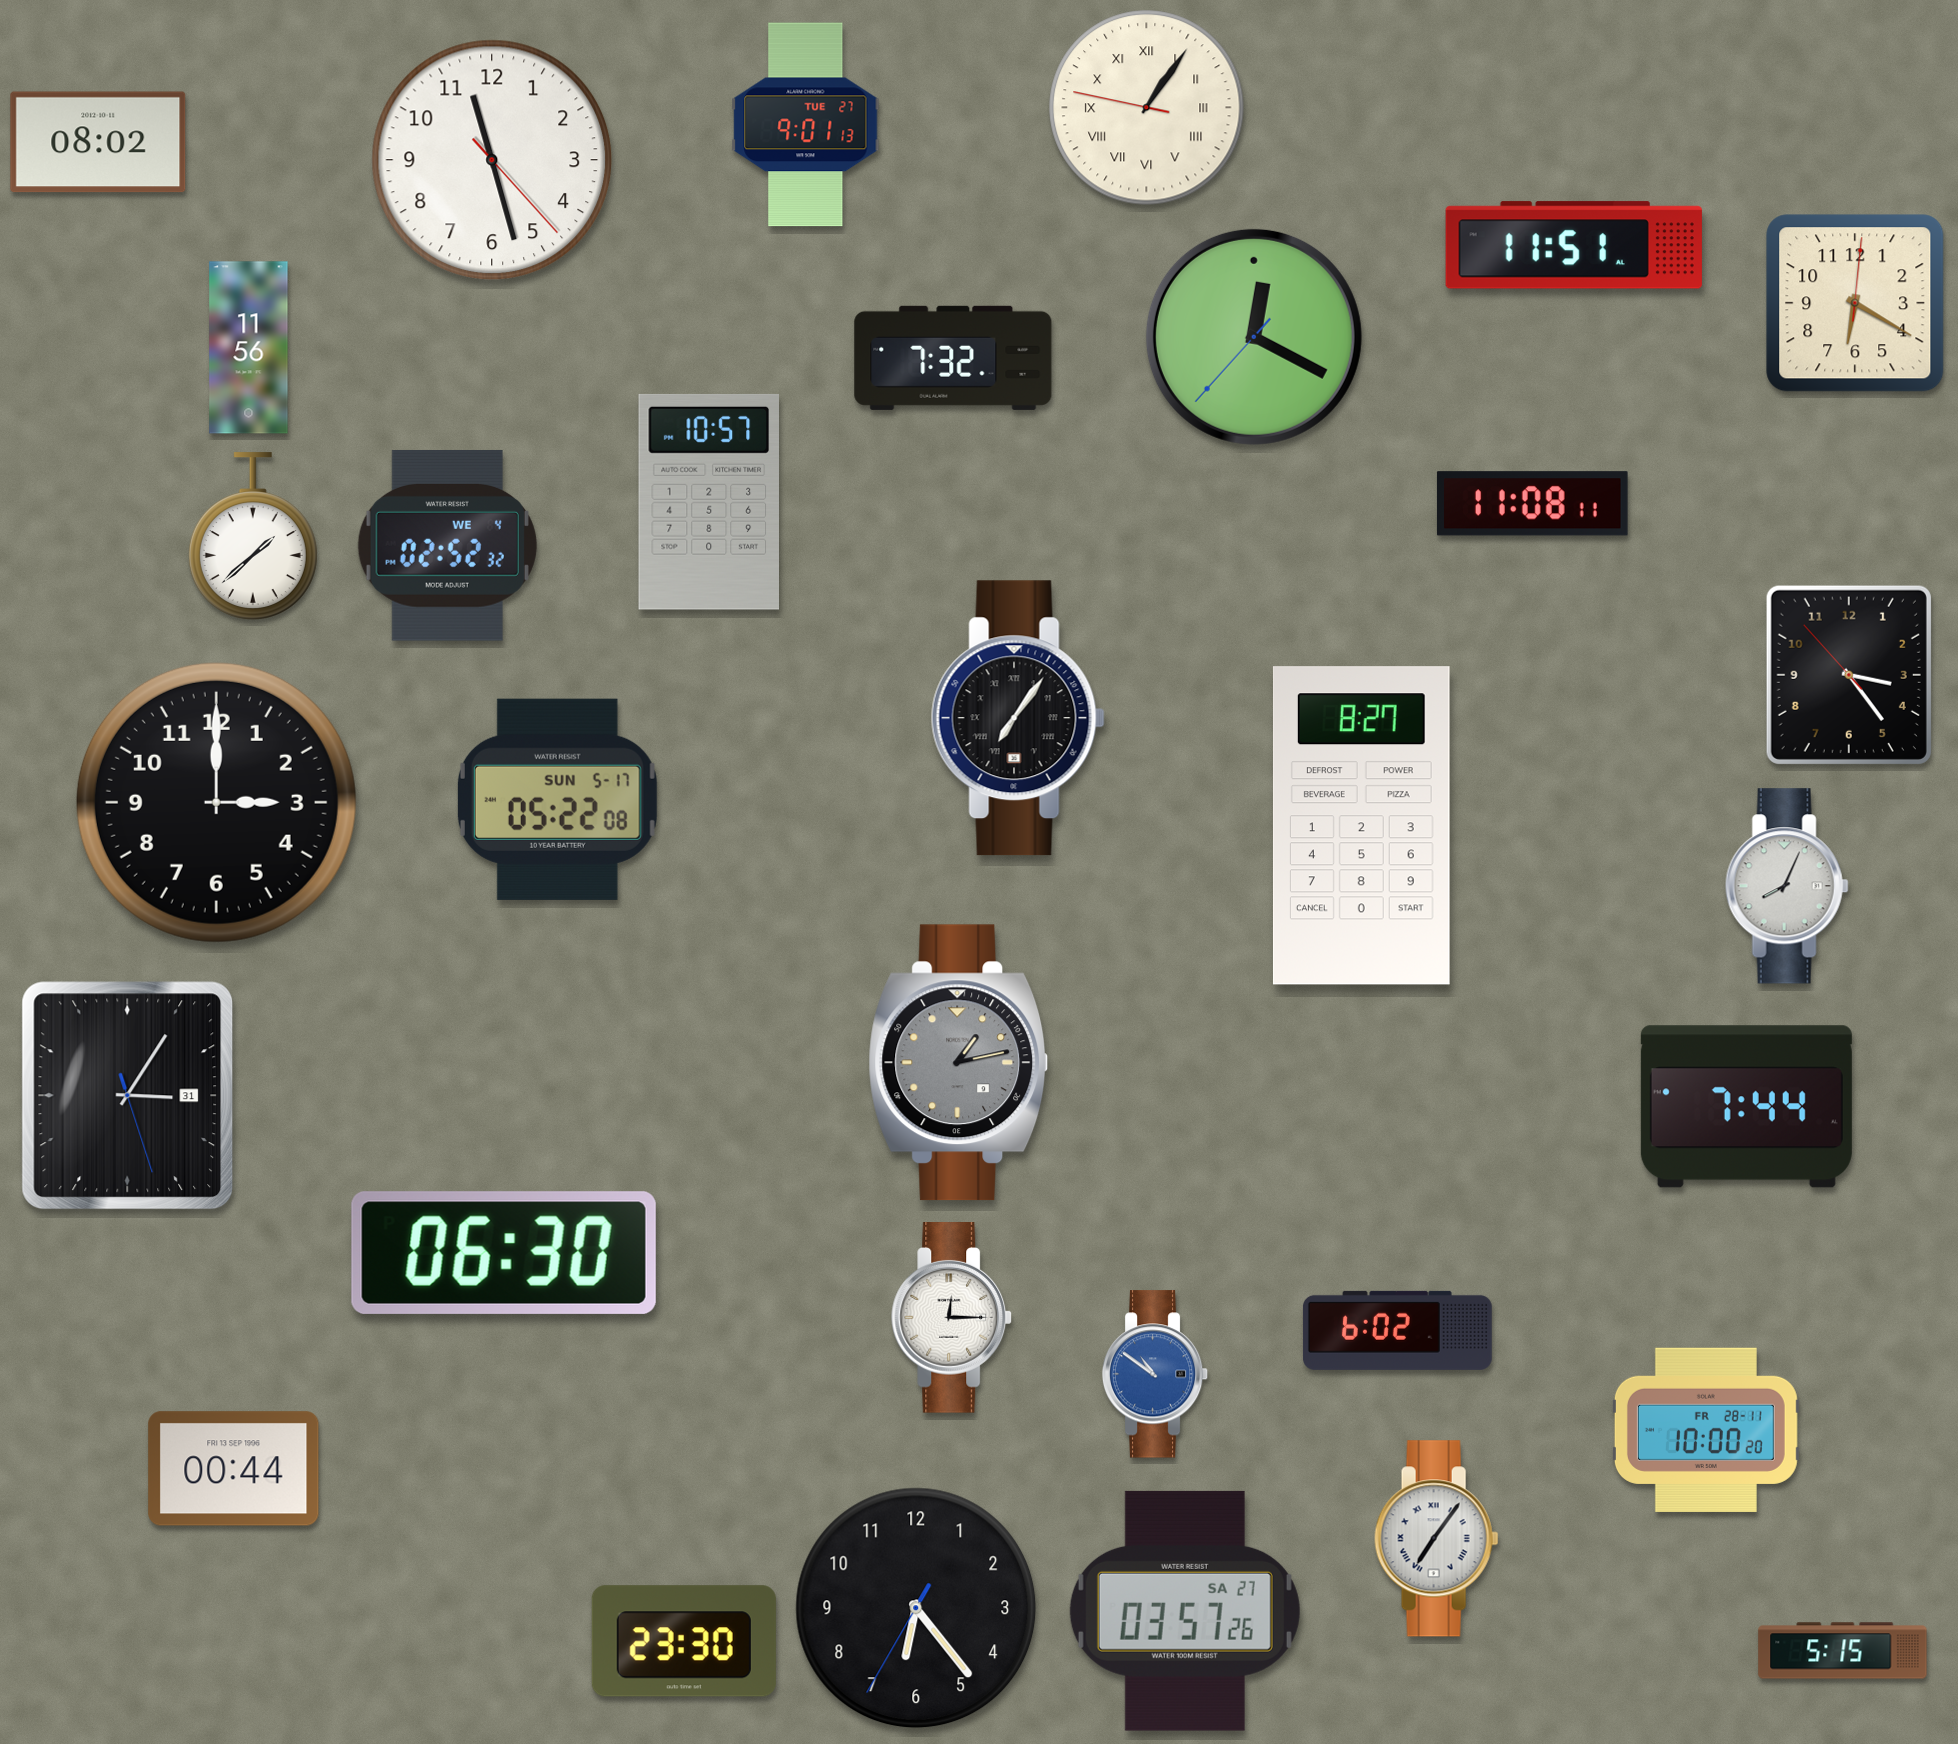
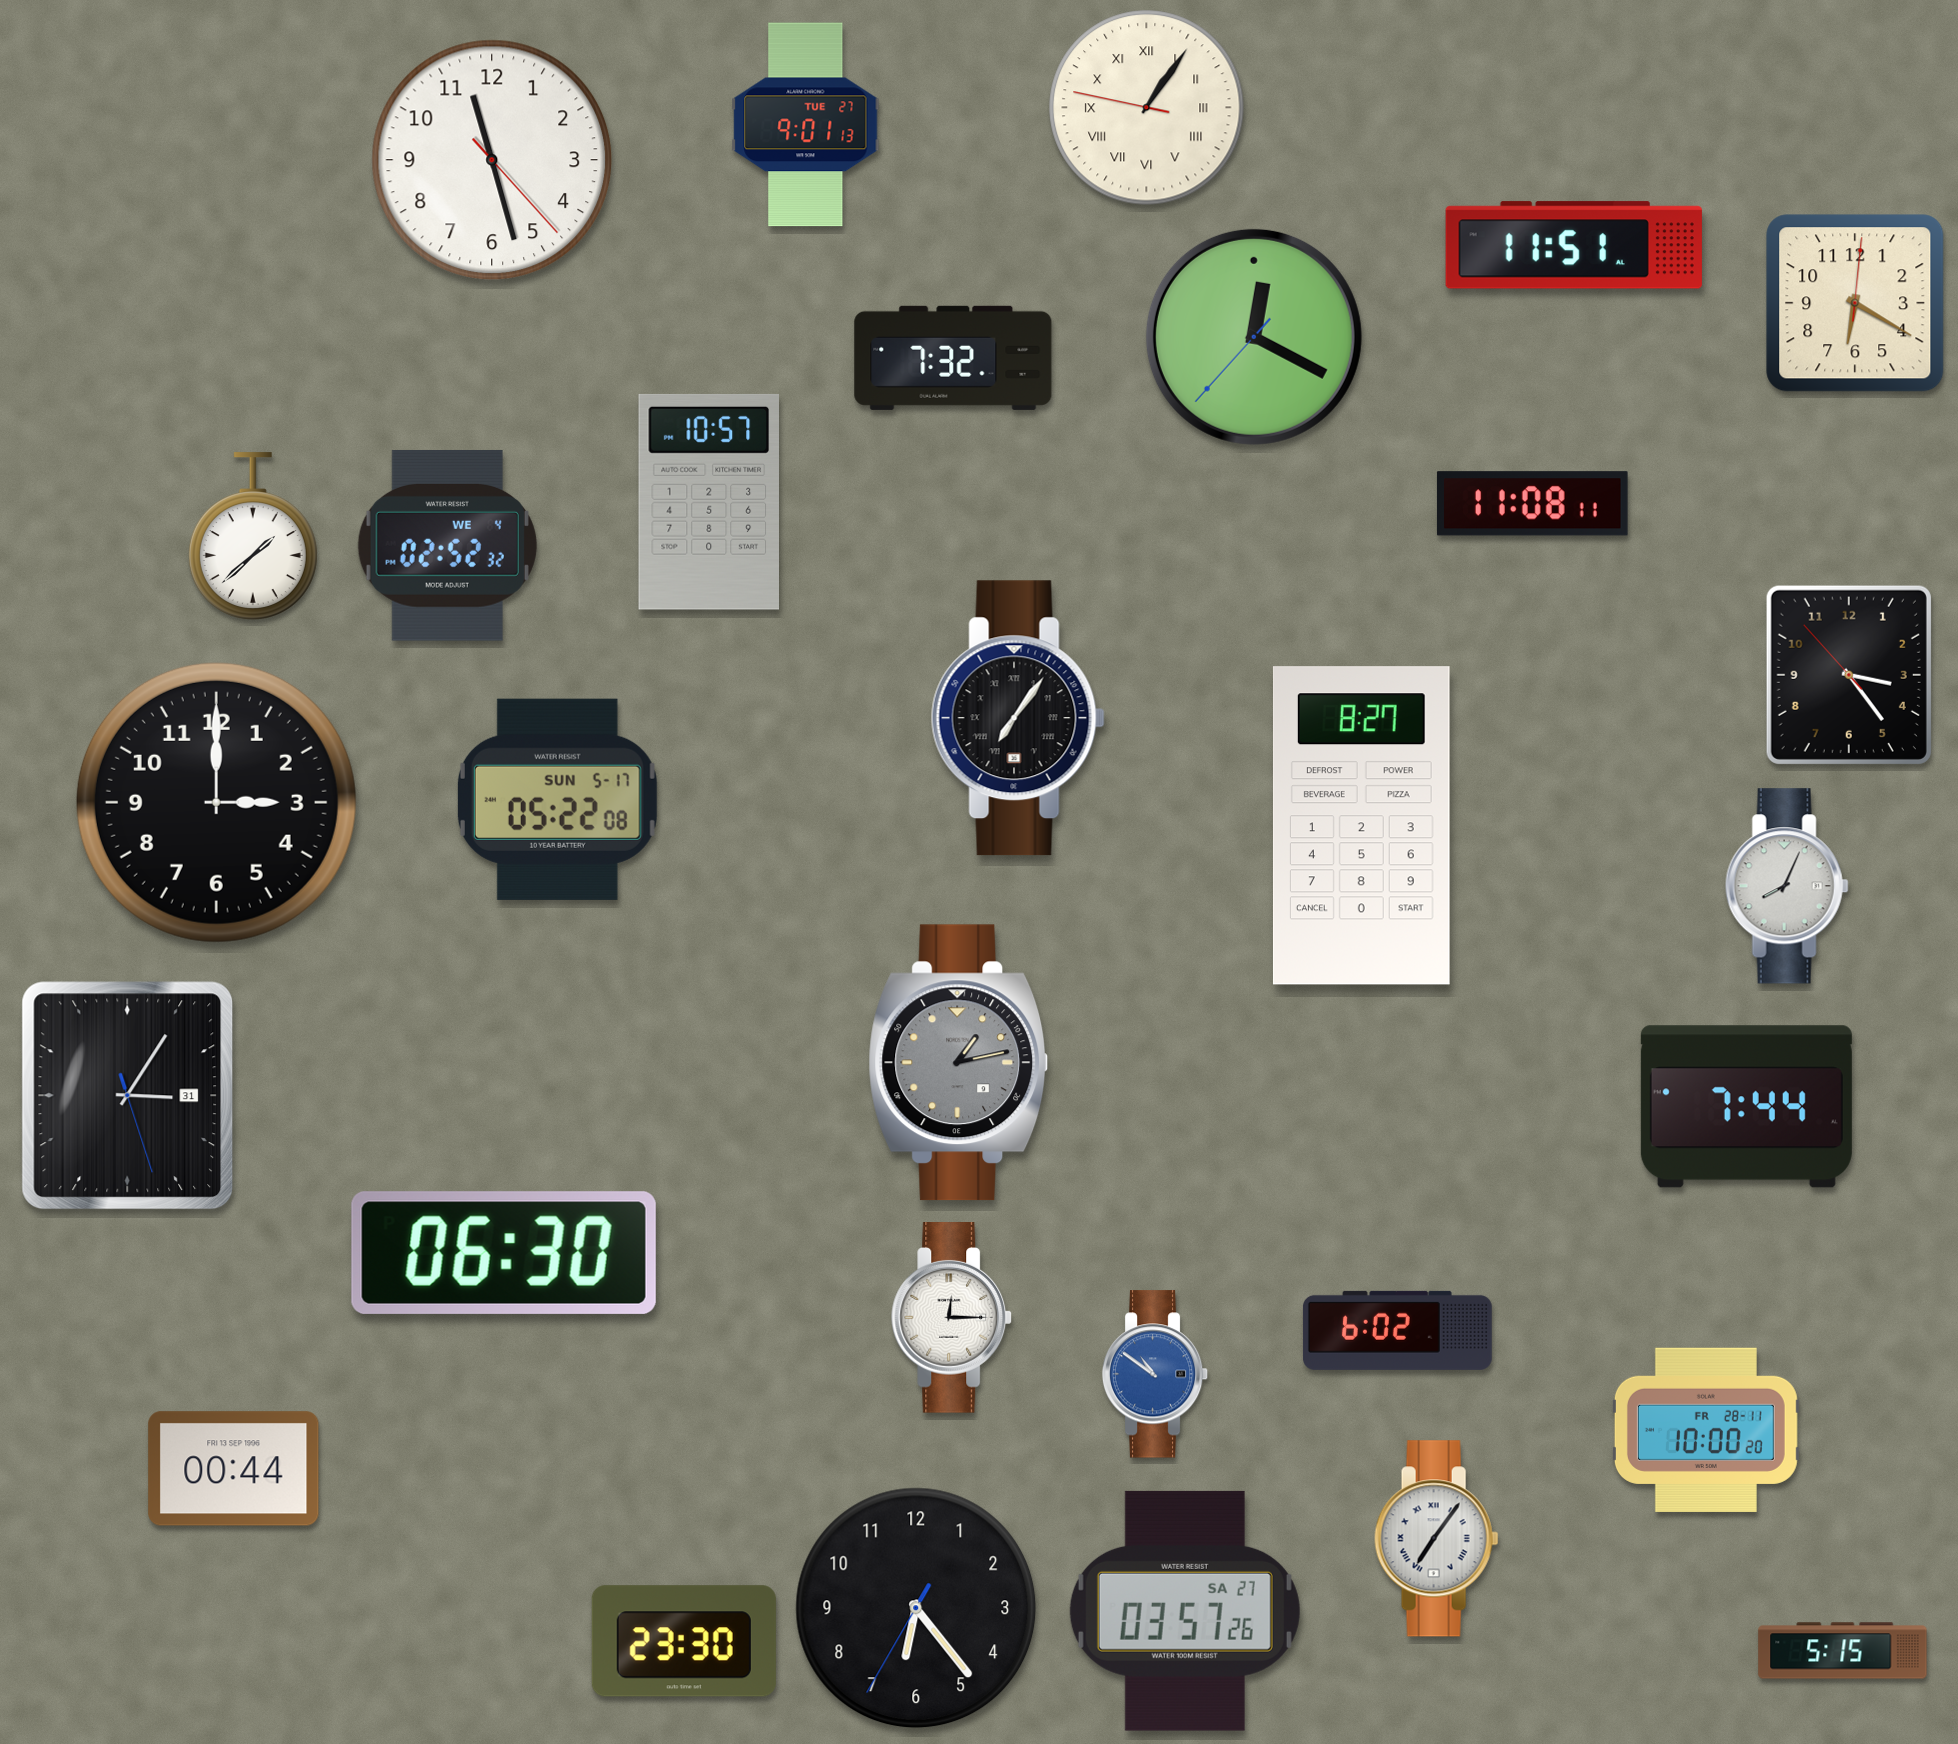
clock at (98, 142): 08:02 -> none
clock at (249, 348): 11:56 -> none
